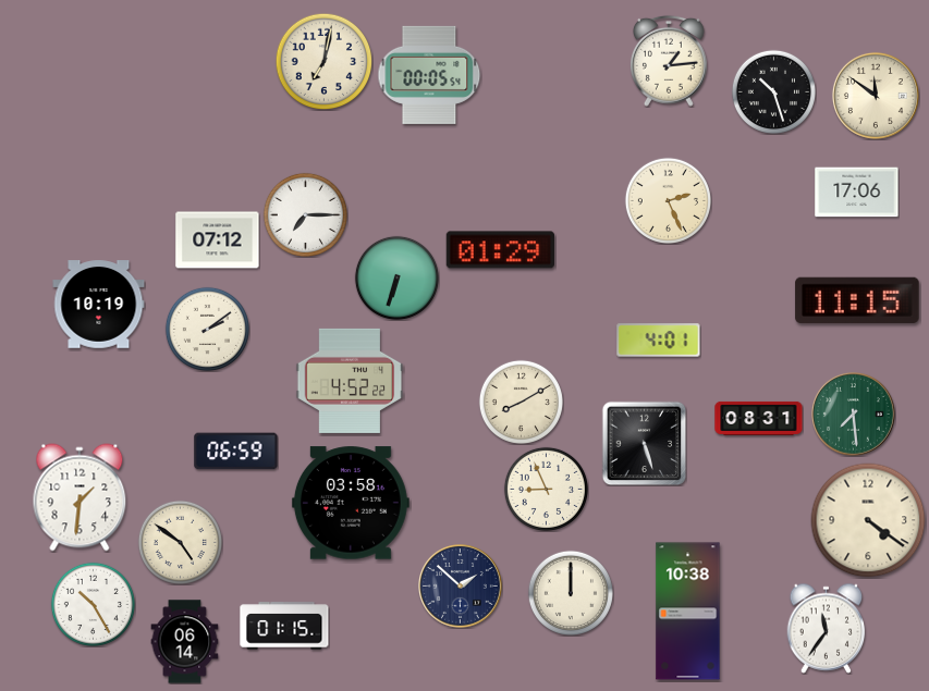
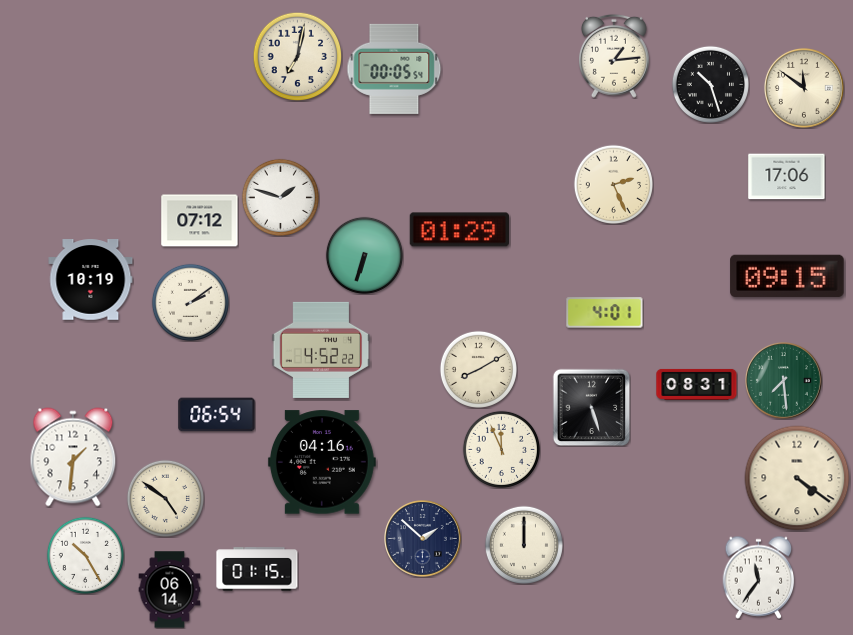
clock at (305, 214): 7:15 -> 1:48
clock at (857, 300): 11:15 -> 09:15
clock at (236, 452): 06:59 -> 06:54
clock at (546, 489): 8:56 -> 11:56
clock at (351, 503): 03:58 -> 04:16
clock at (688, 612): 10:38 -> none
clock at (284, 626) position: (284, 626) -> (257, 569)
